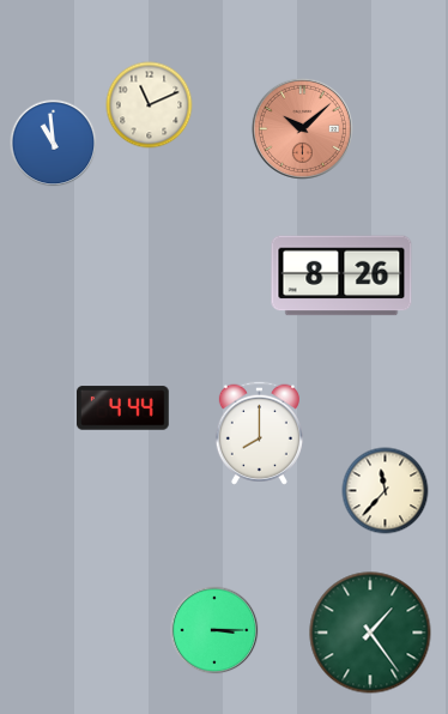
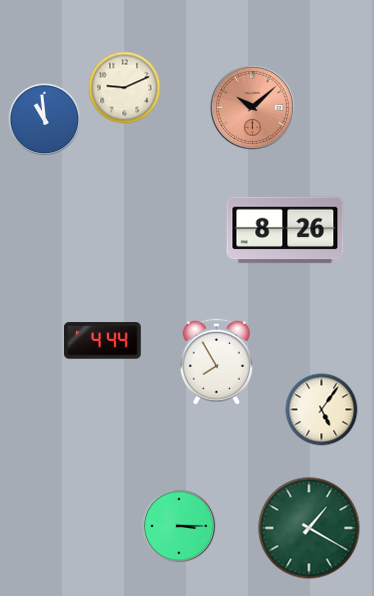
clock at (150, 105): 11:11 -> 9:11
clock at (259, 432): 8:00 -> 7:55
clock at (386, 491): 11:37 -> 5:06
clock at (370, 633): 1:24 -> 1:20
